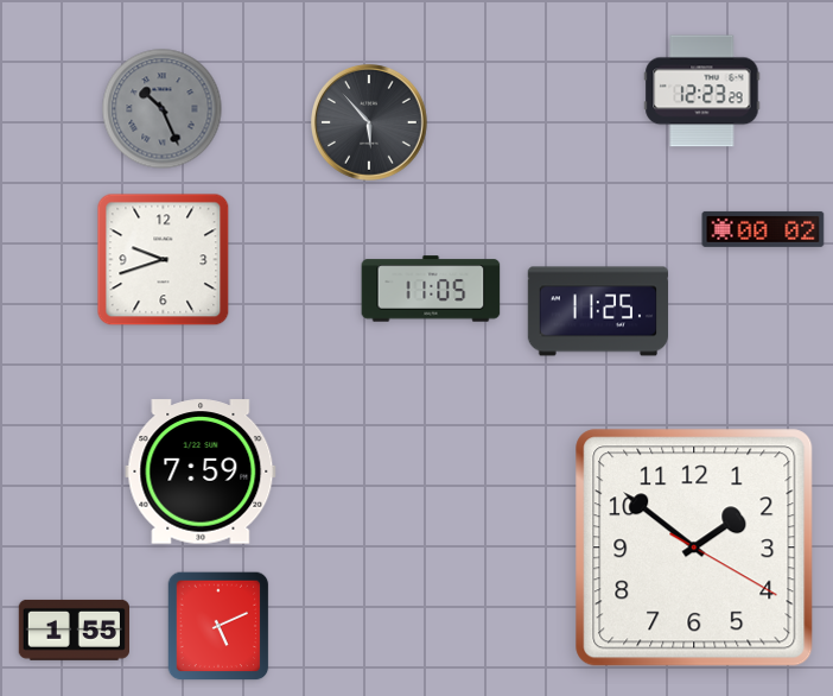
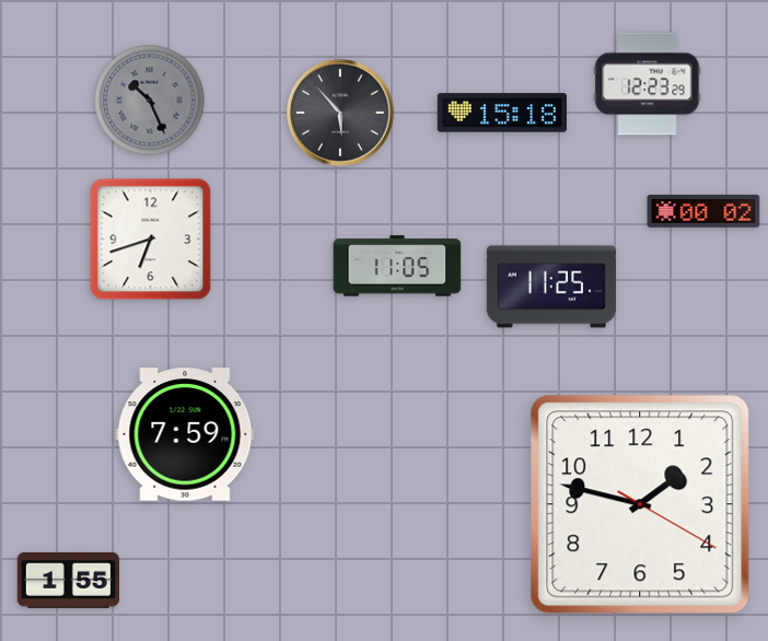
clock at (501, 113): none -> 15:18
clock at (164, 260): 9:42 -> 6:42
clock at (694, 548): 1:51 -> 1:47
clock at (218, 626): 5:11 -> none
